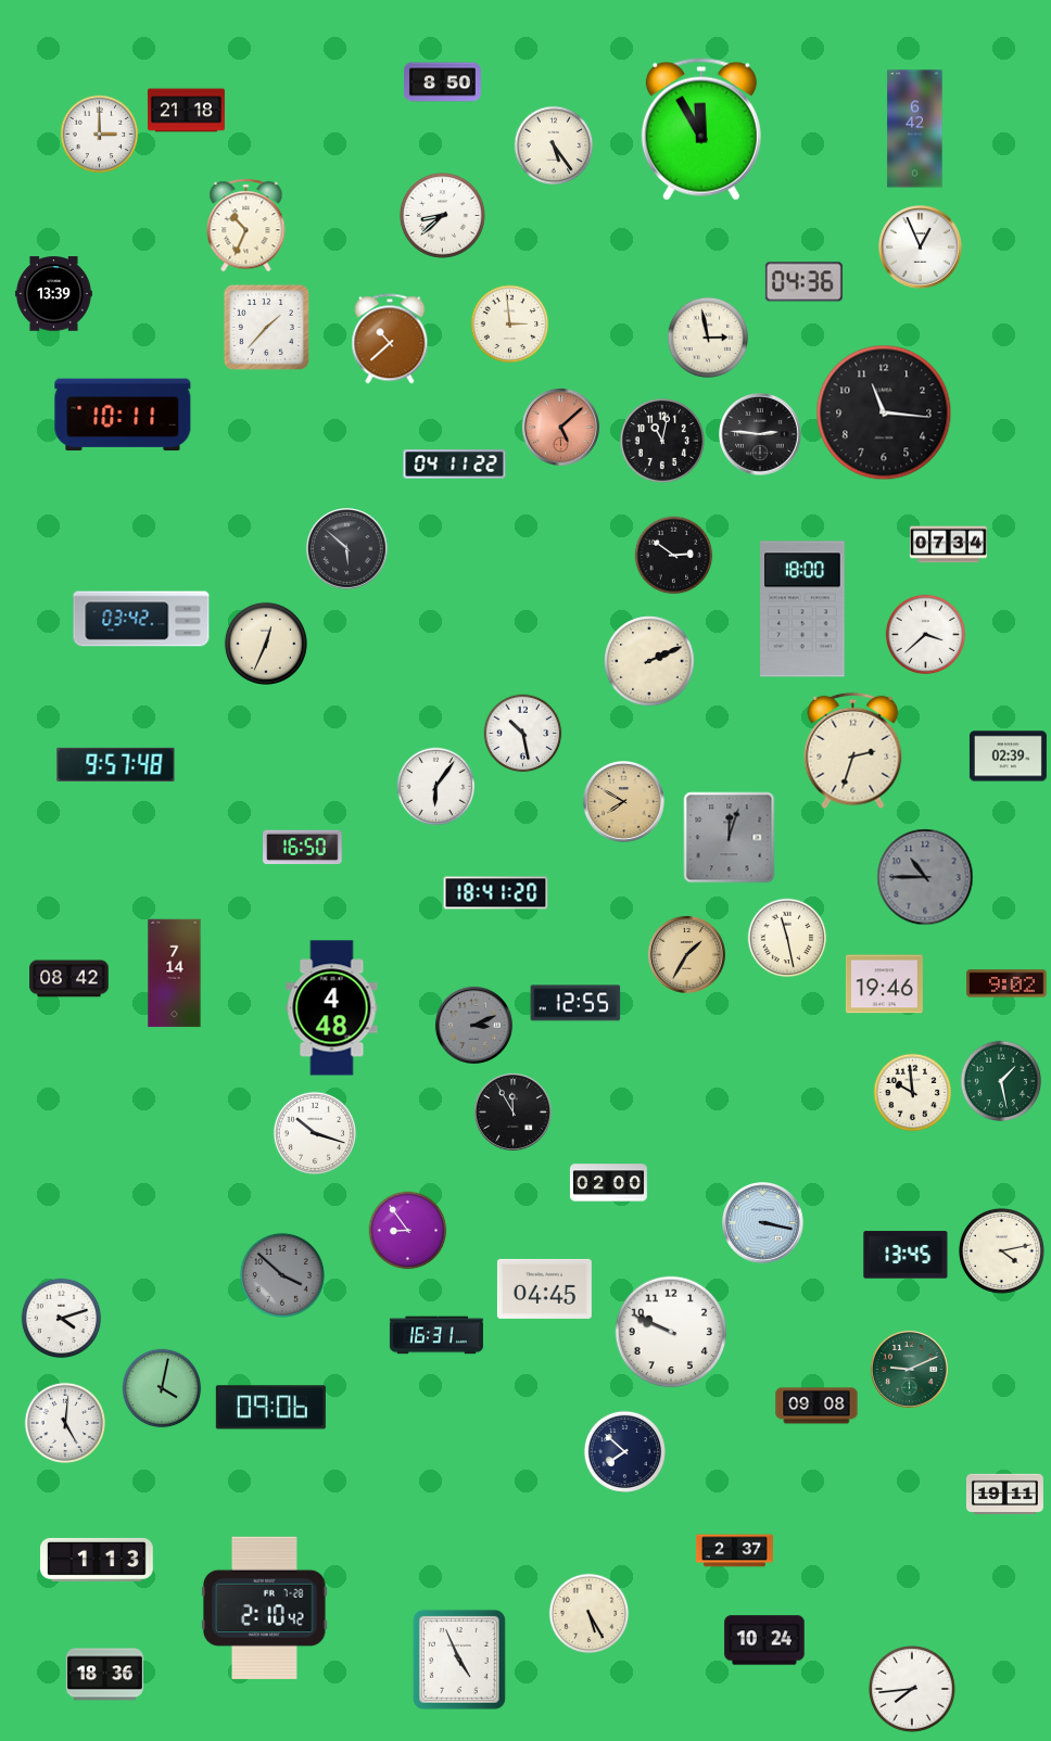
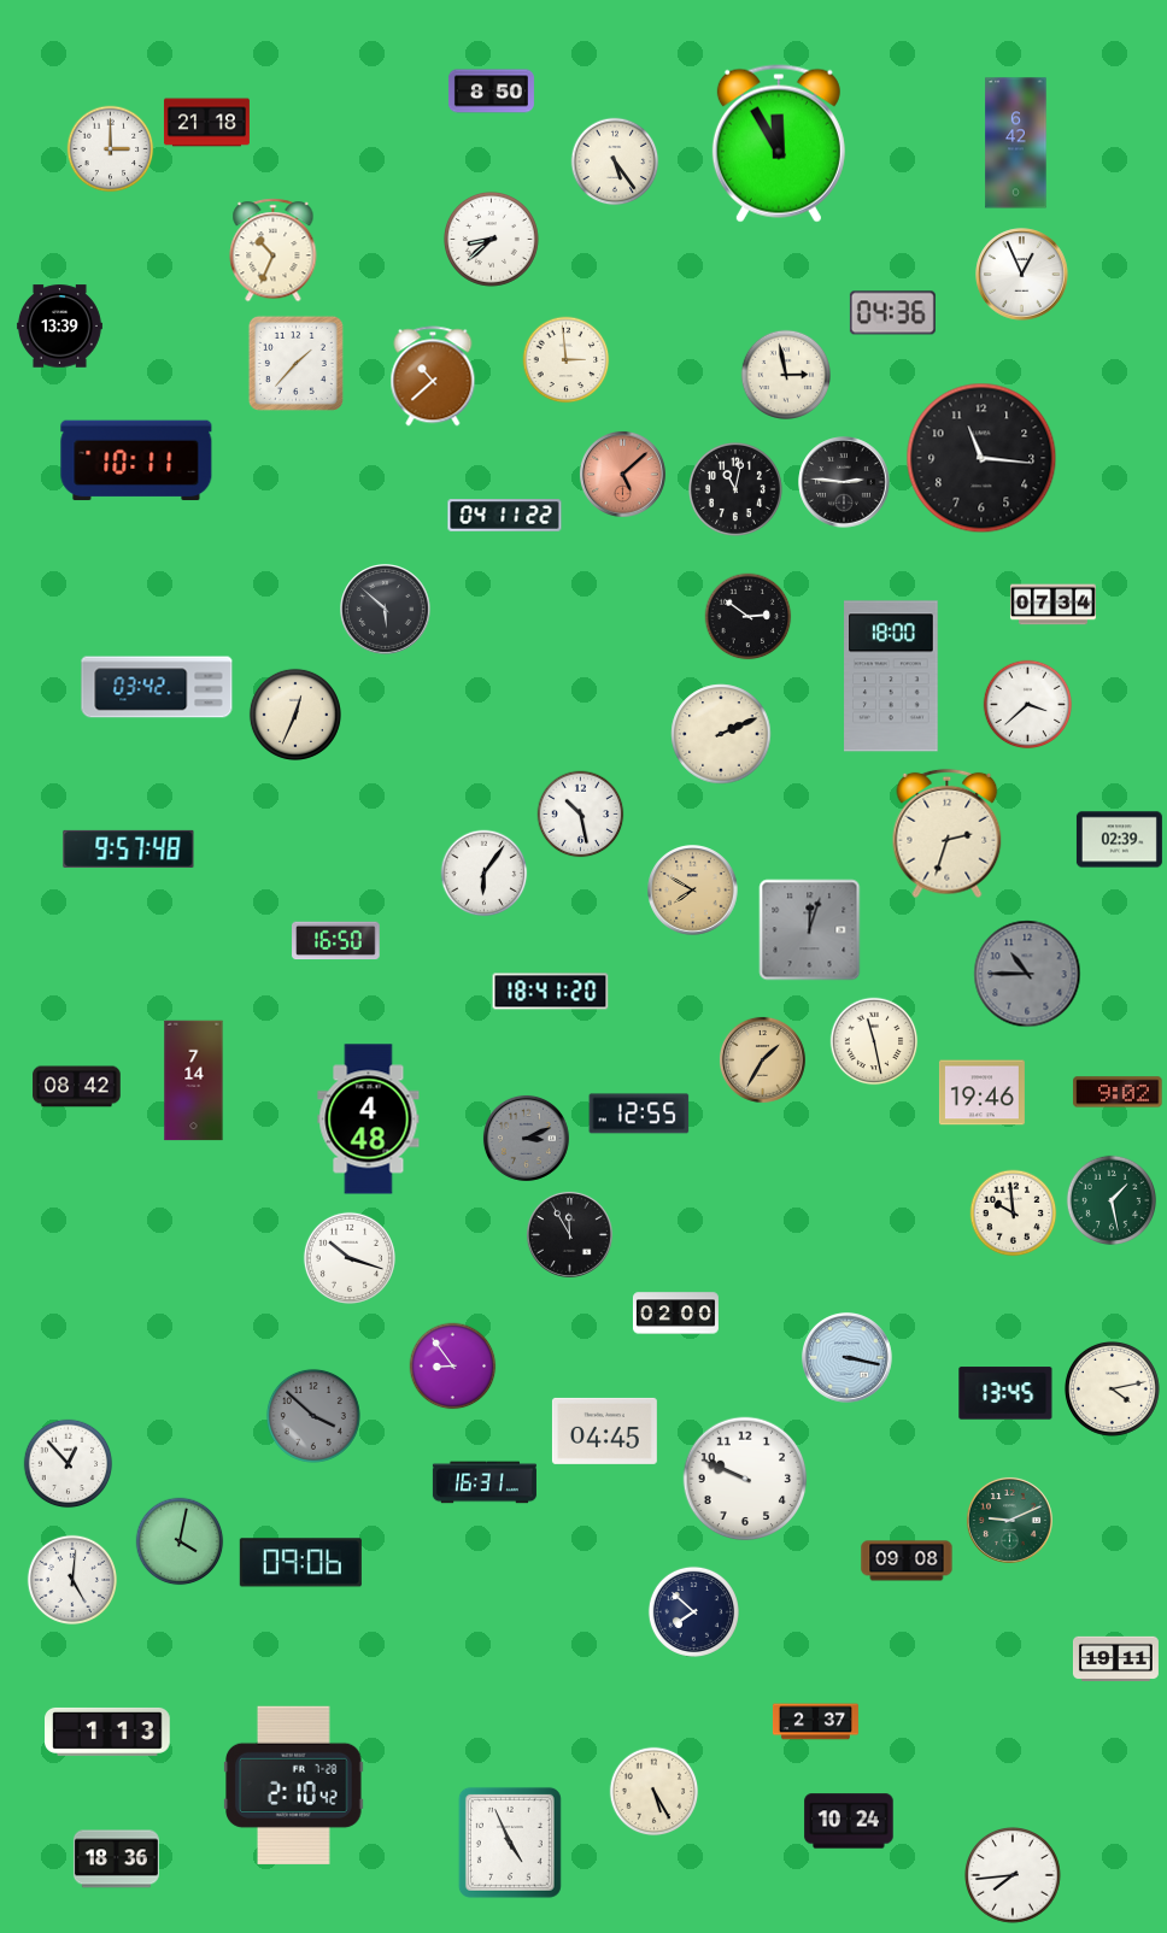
clock at (62, 1319): 4:12 -> 12:53
